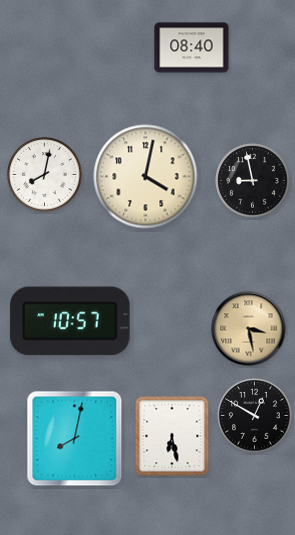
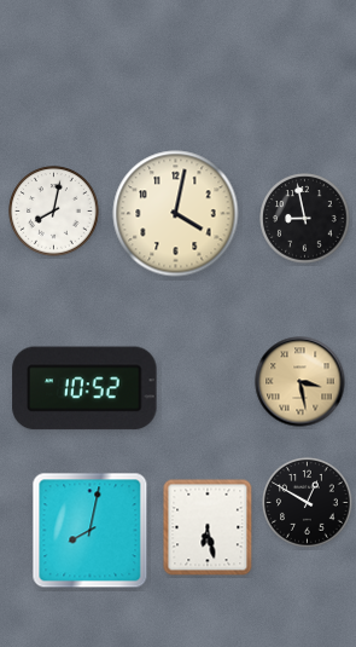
clock at (192, 48): 08:40 -> none
clock at (70, 321): 10:57 -> 10:52
clock at (249, 329) position: (249, 329) -> (300, 382)
